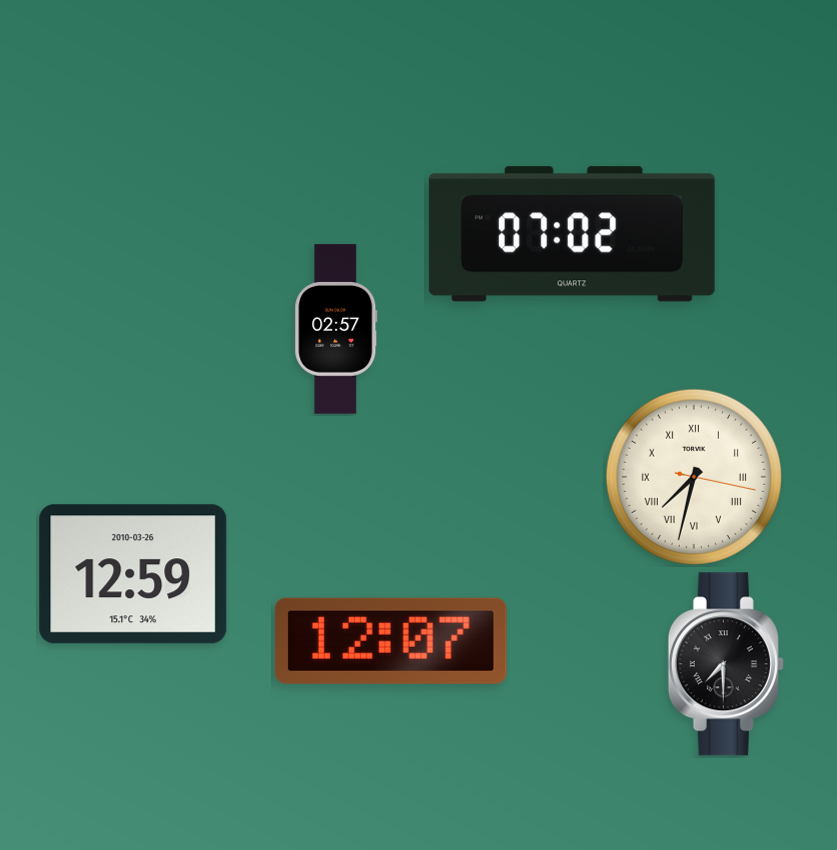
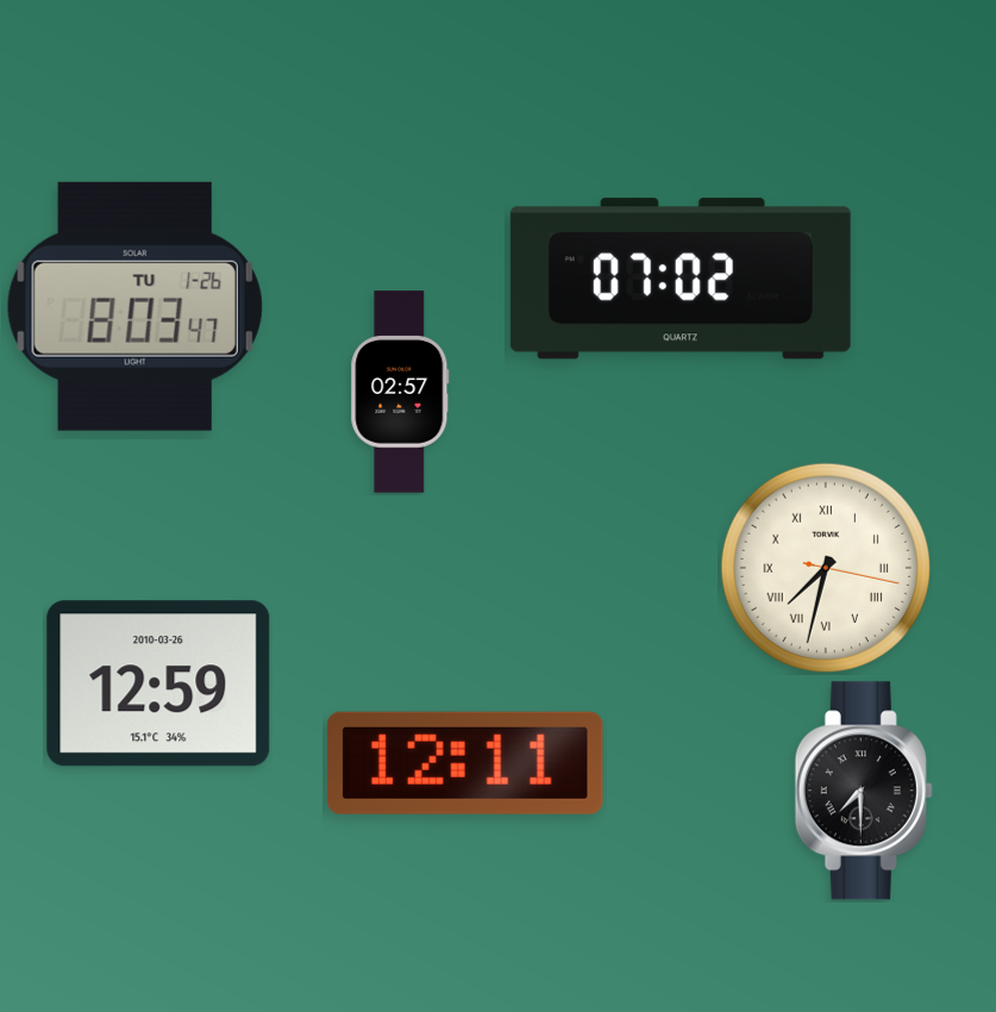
clock at (134, 306): none -> 8:03
clock at (391, 641): 12:07 -> 12:11
